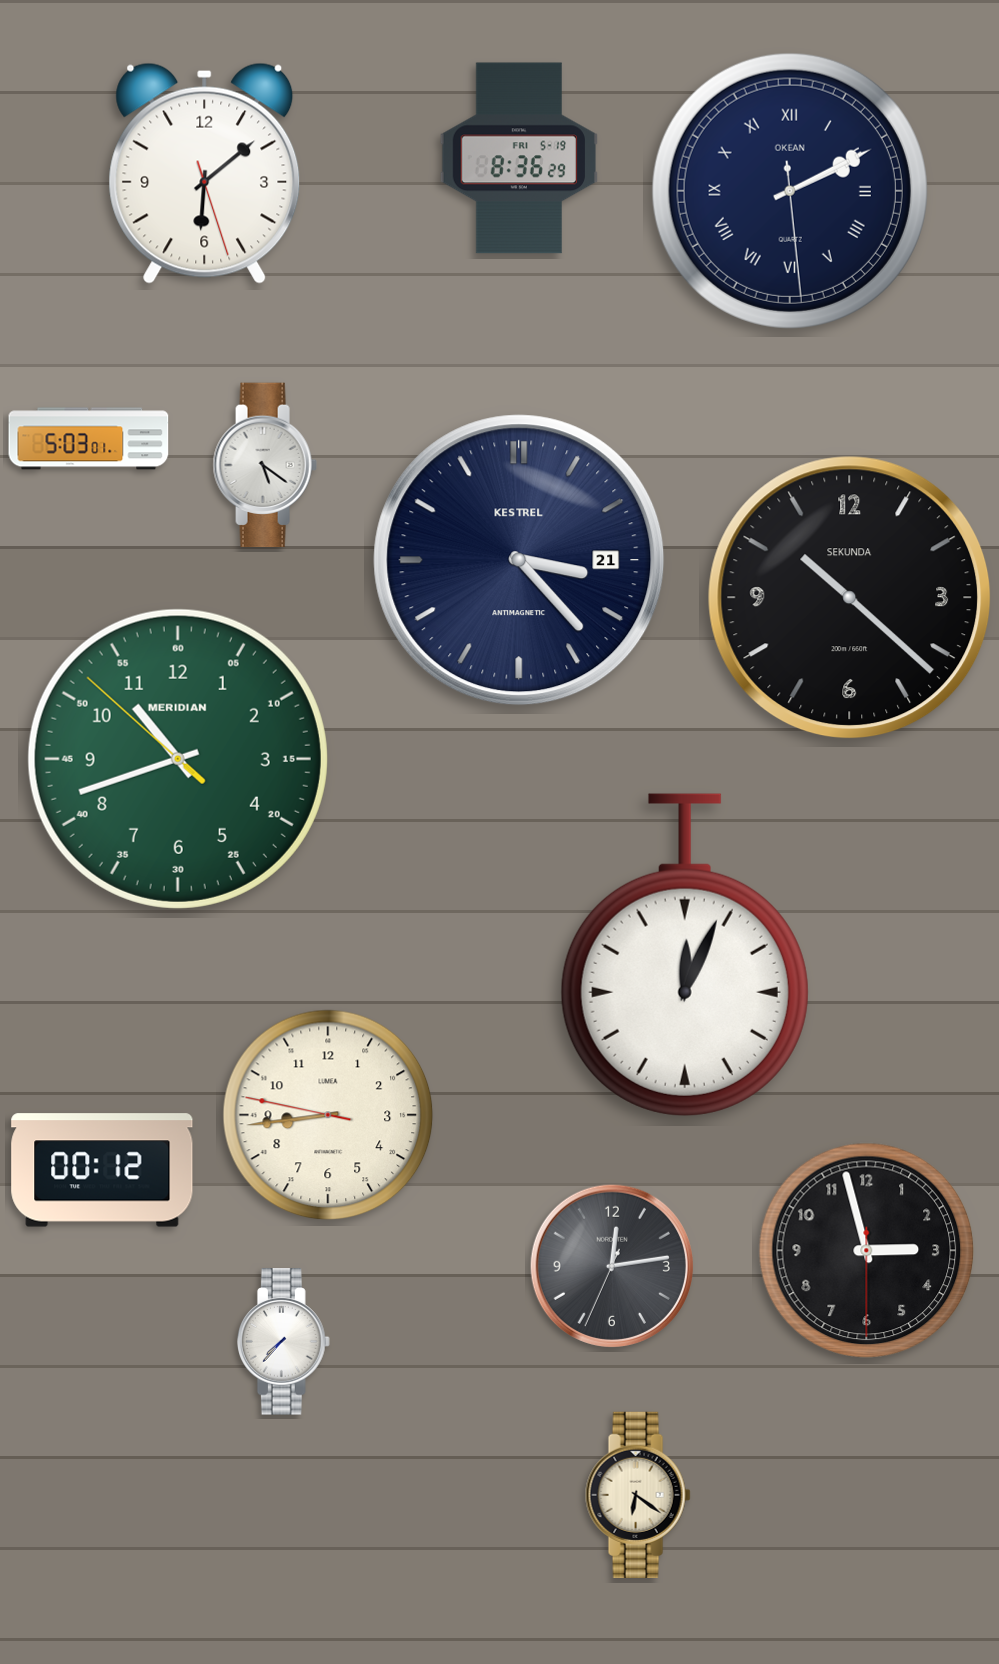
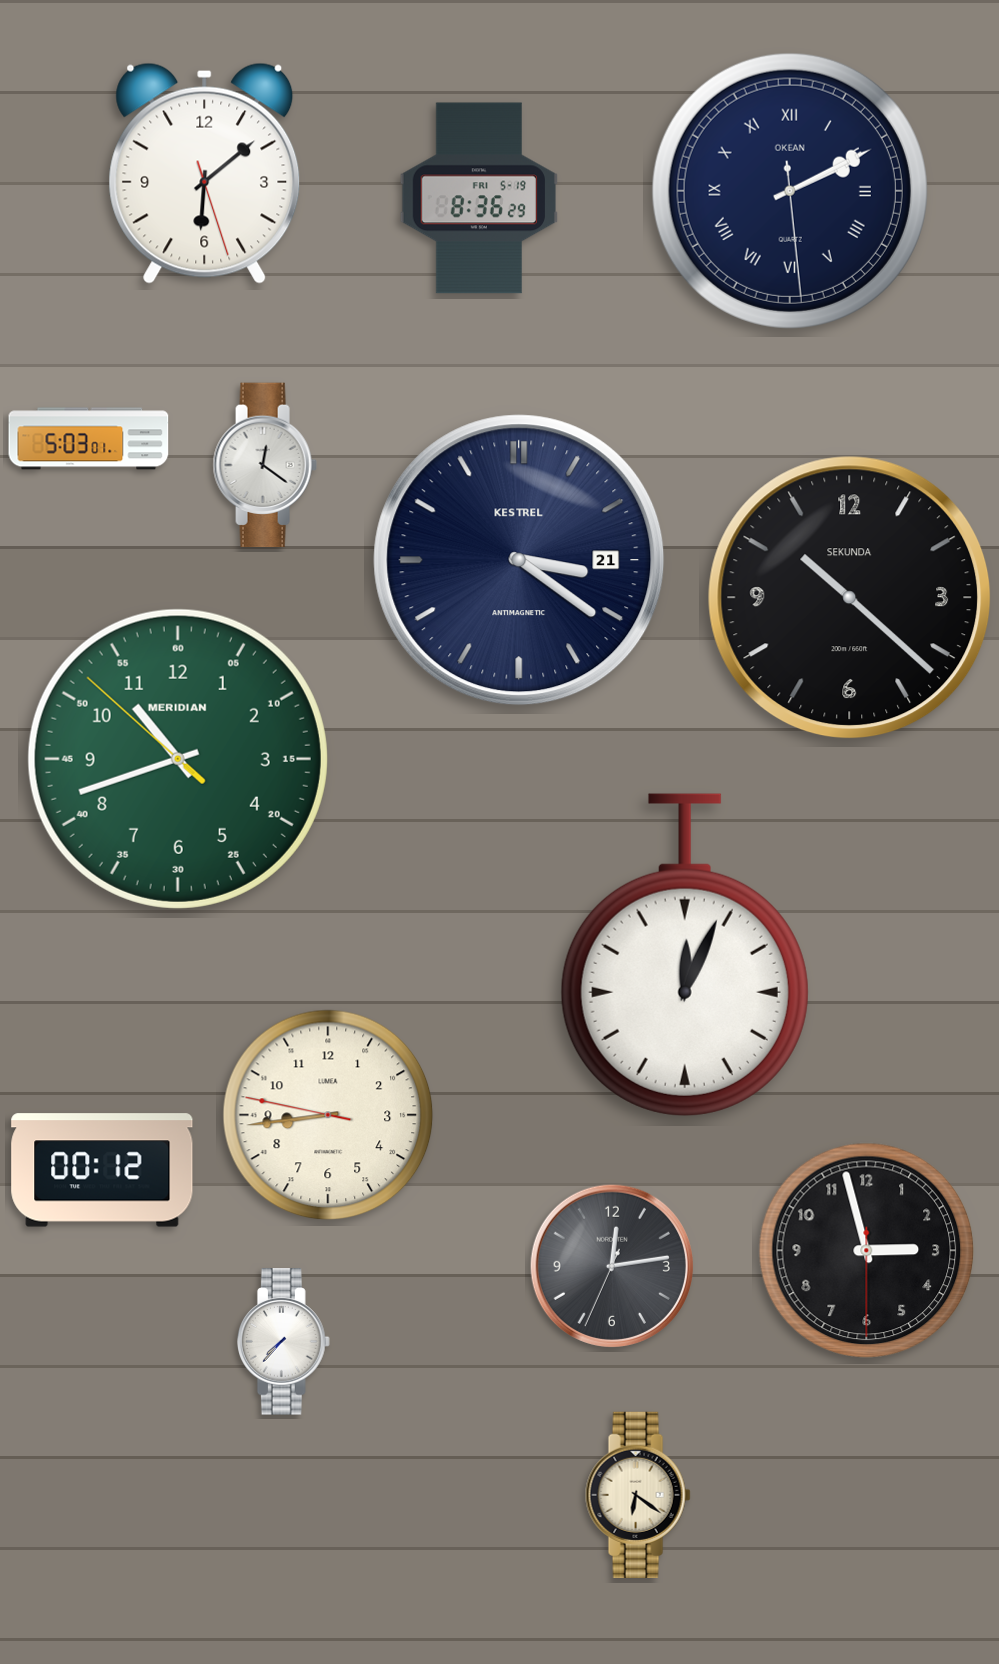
clock at (518, 158) position: (518, 158) -> (478, 198)
clock at (265, 465): 5:21 -> 12:21
clock at (519, 560): 3:23 -> 3:21
